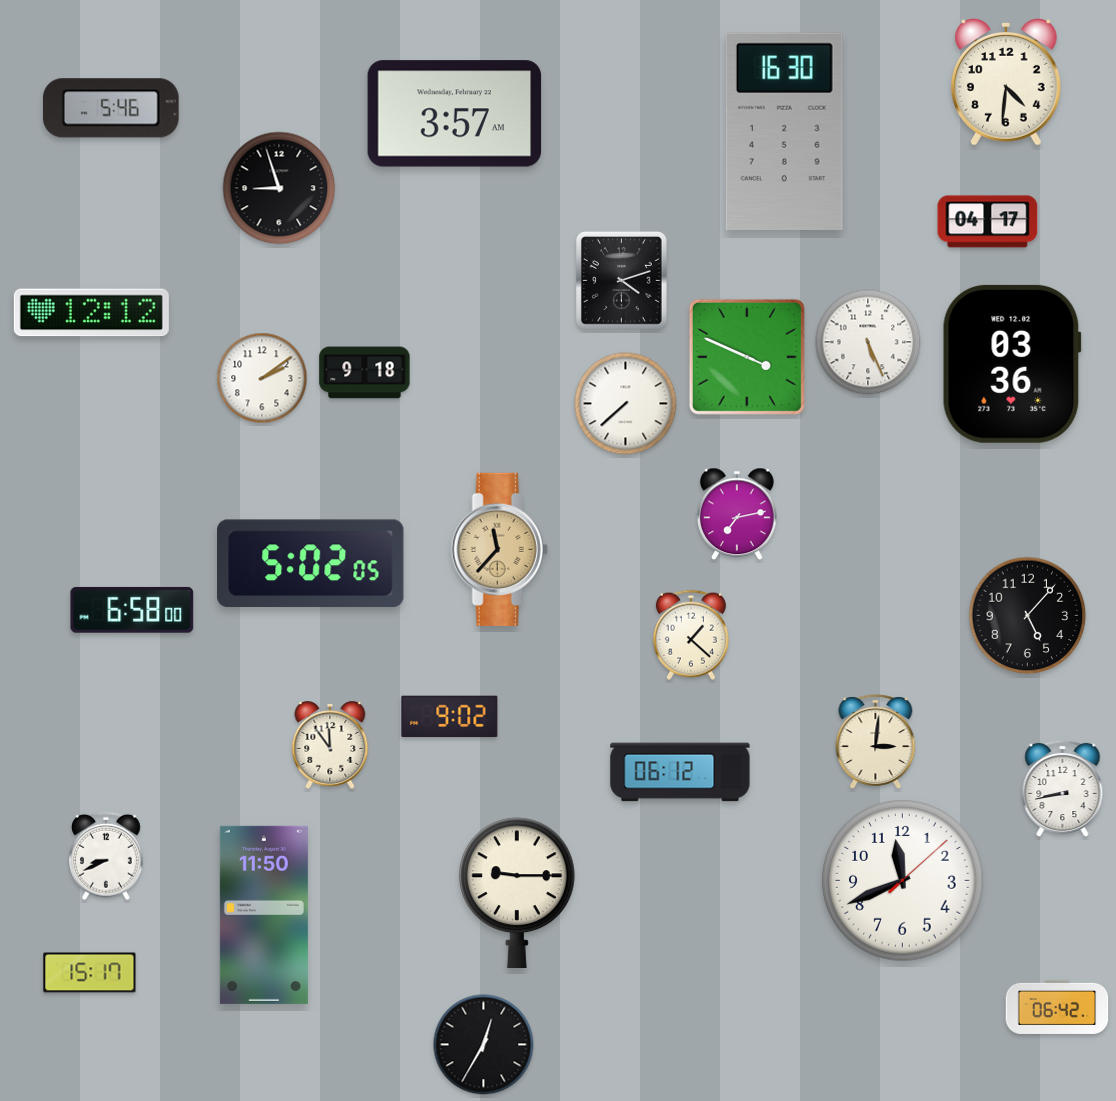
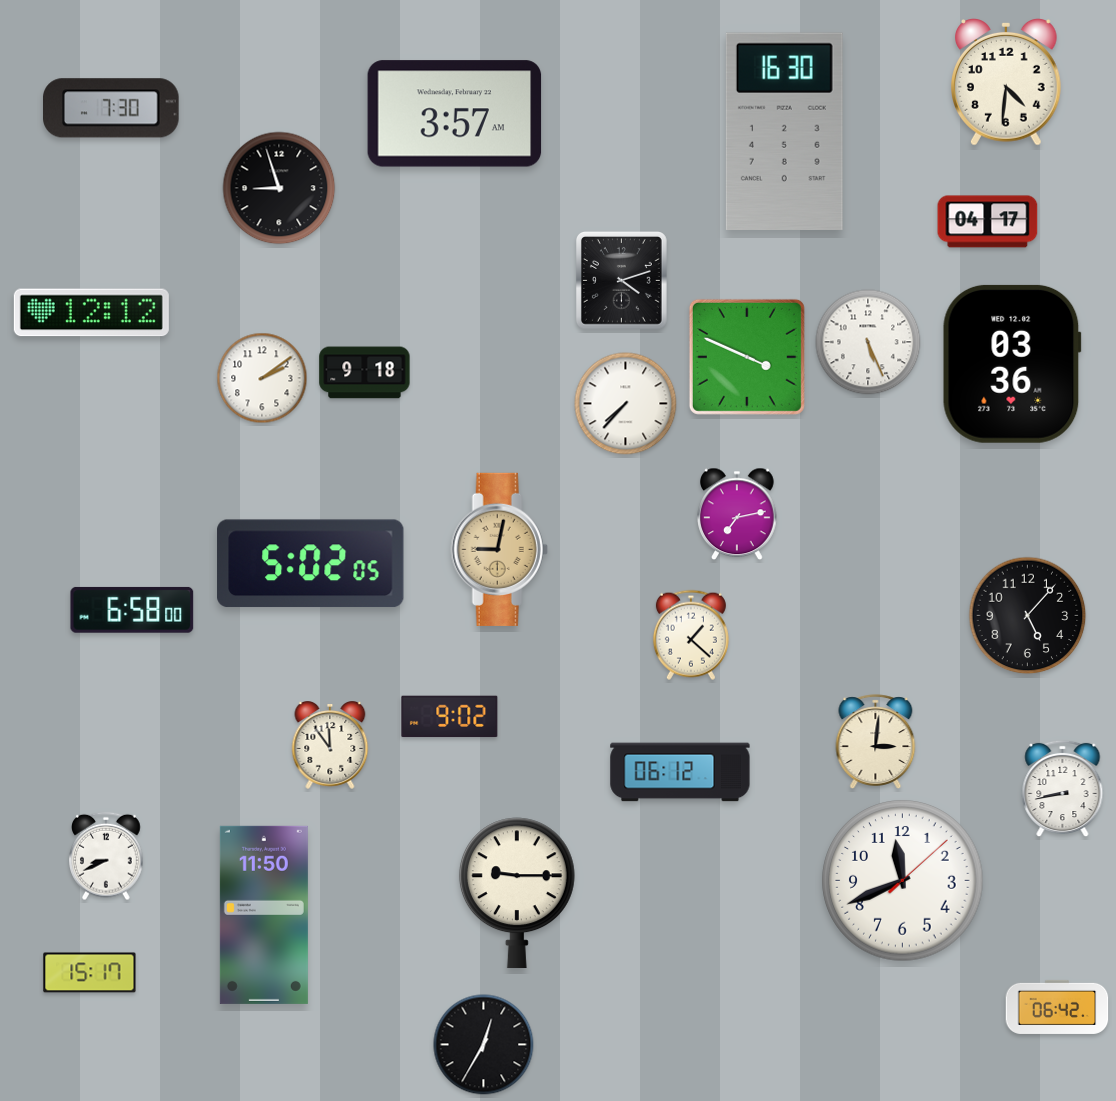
clock at (112, 108): 5:46 -> 7:30
clock at (626, 404): 7:38 -> 7:37
clock at (499, 549): 11:37 -> 9:02
